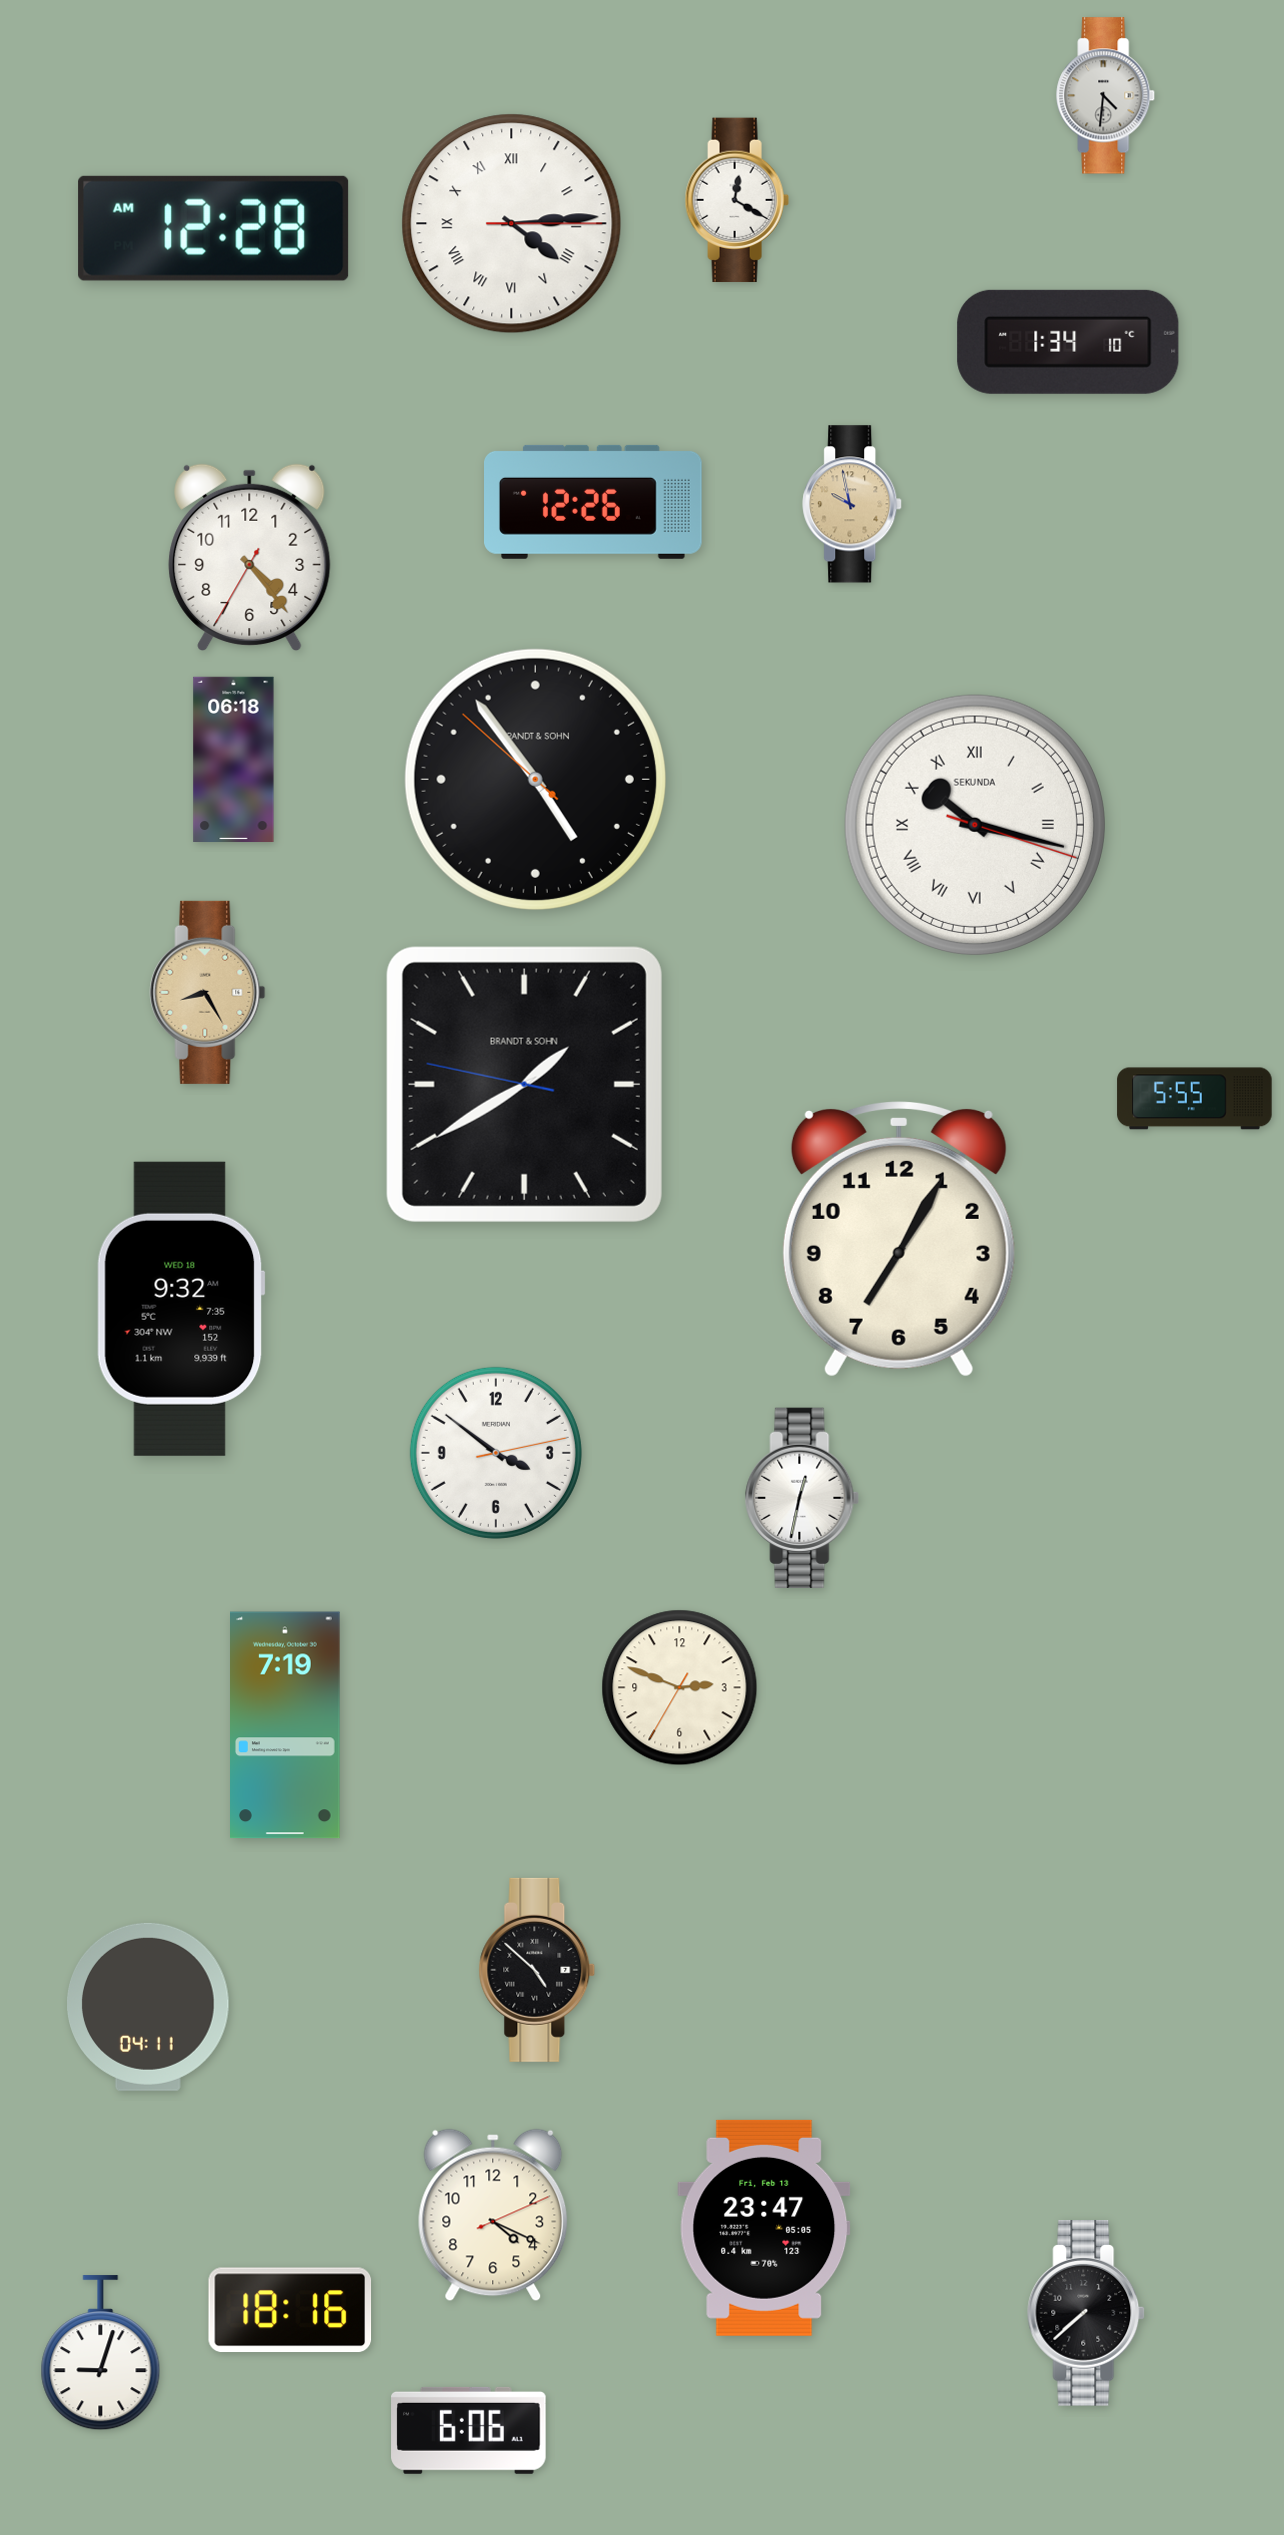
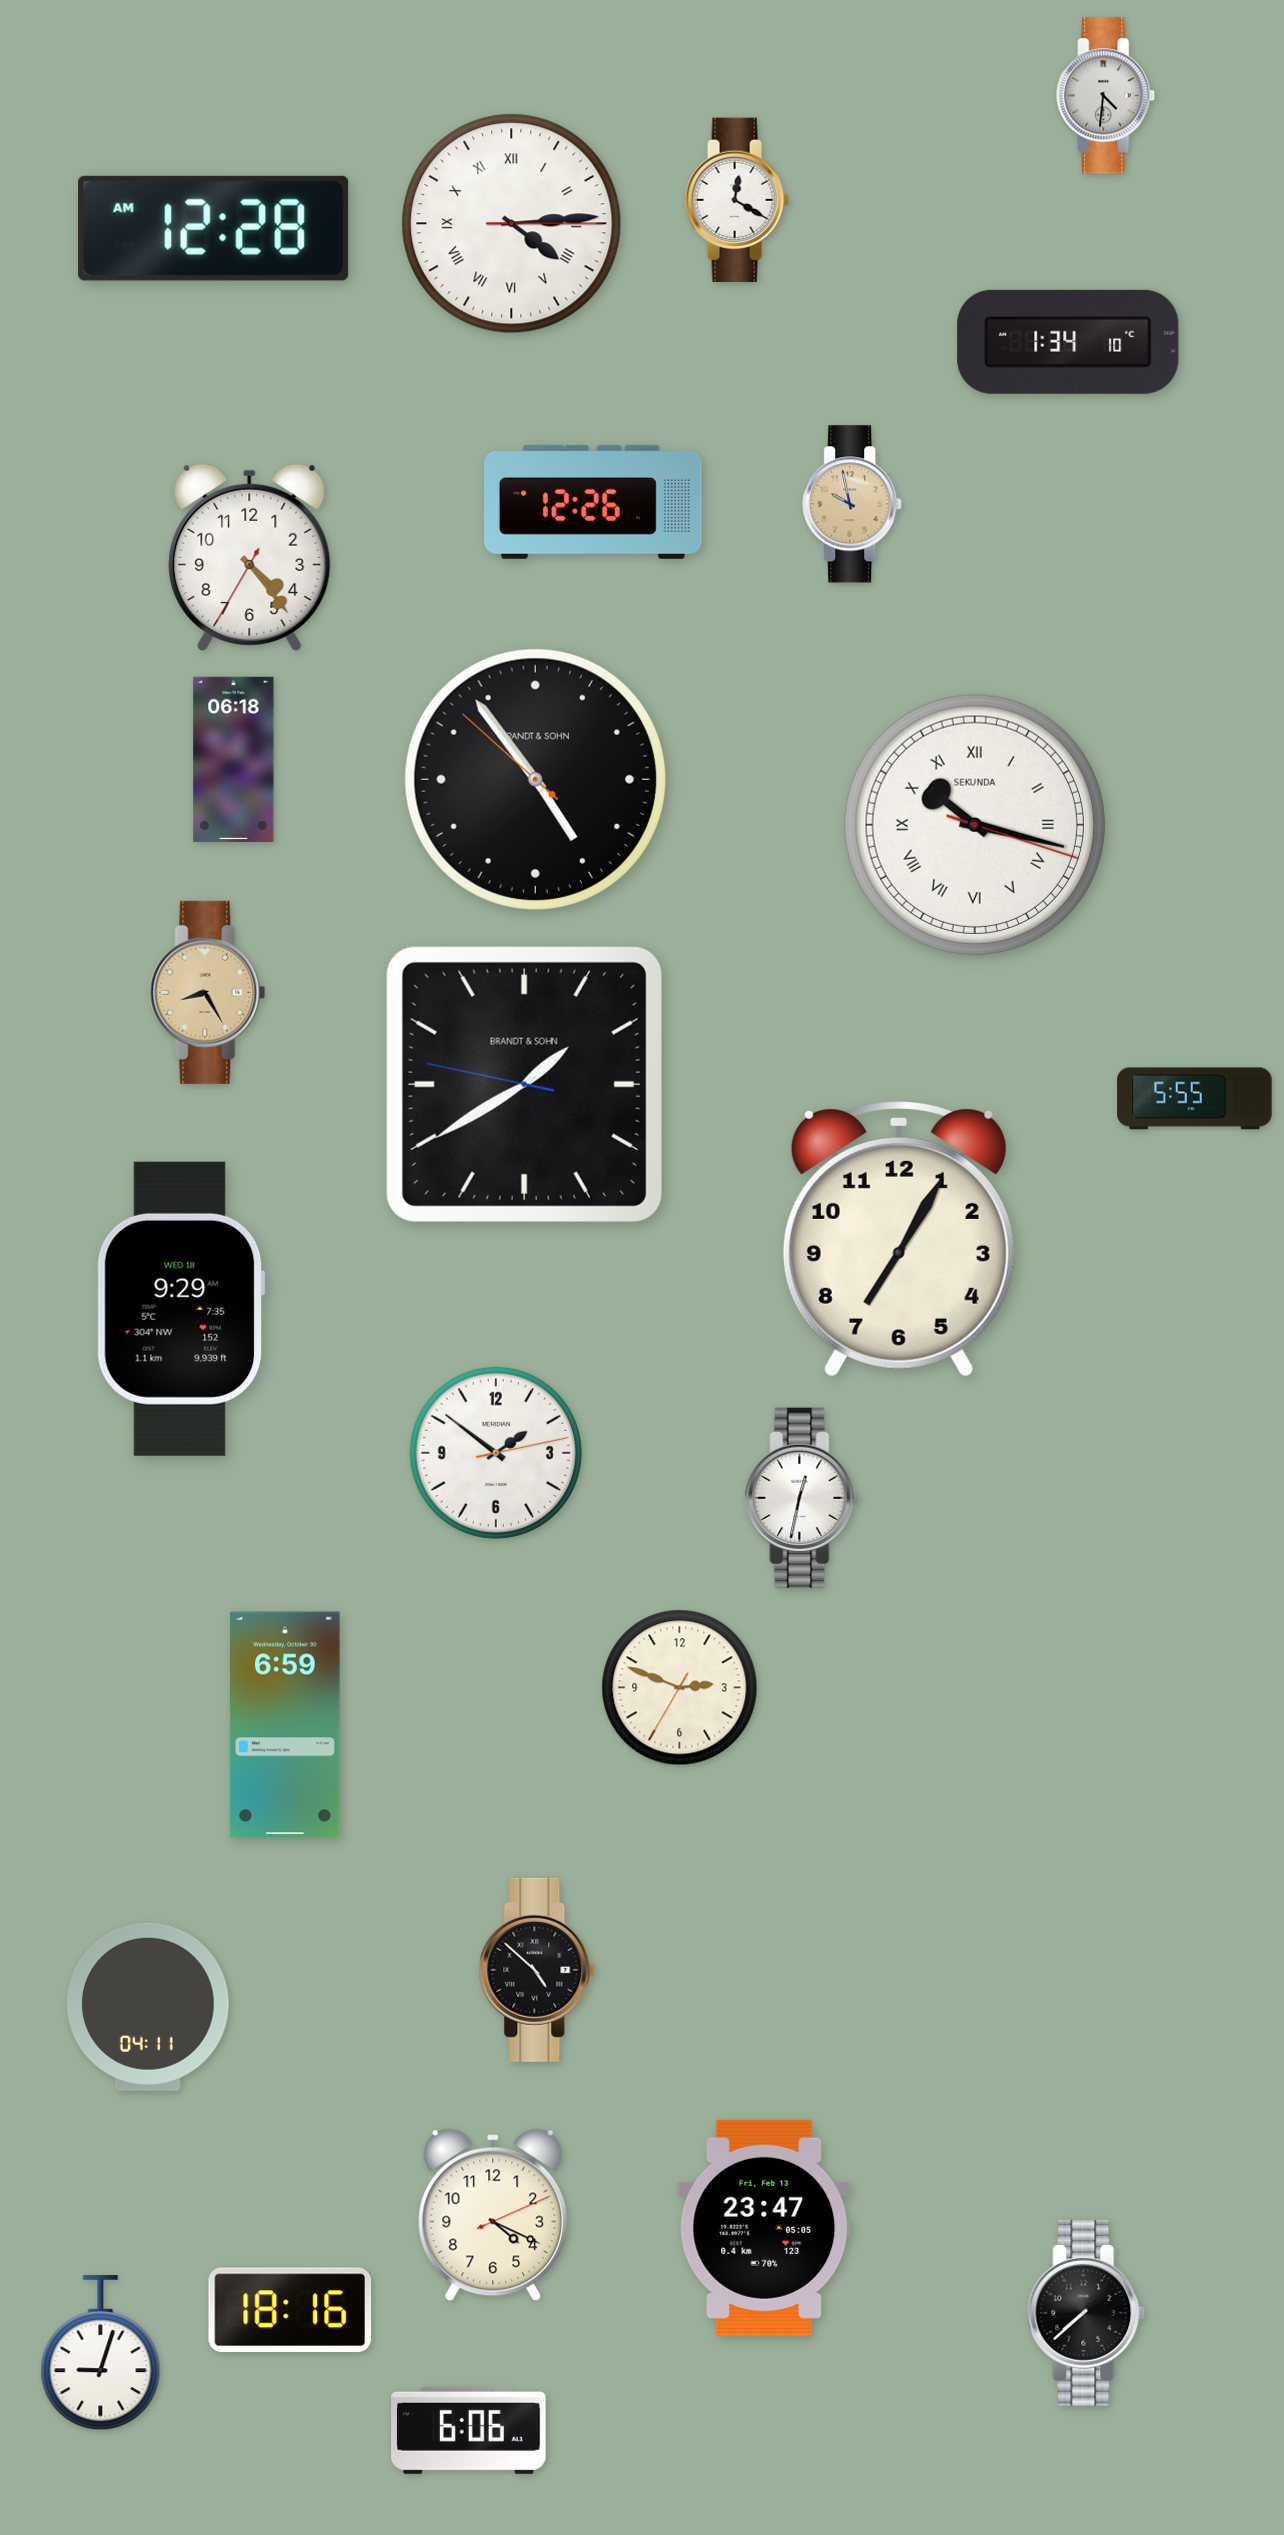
clock at (181, 1309): 9:32 -> 9:29
clock at (496, 1453): 3:51 -> 1:51
clock at (286, 1725): 7:19 -> 6:59
